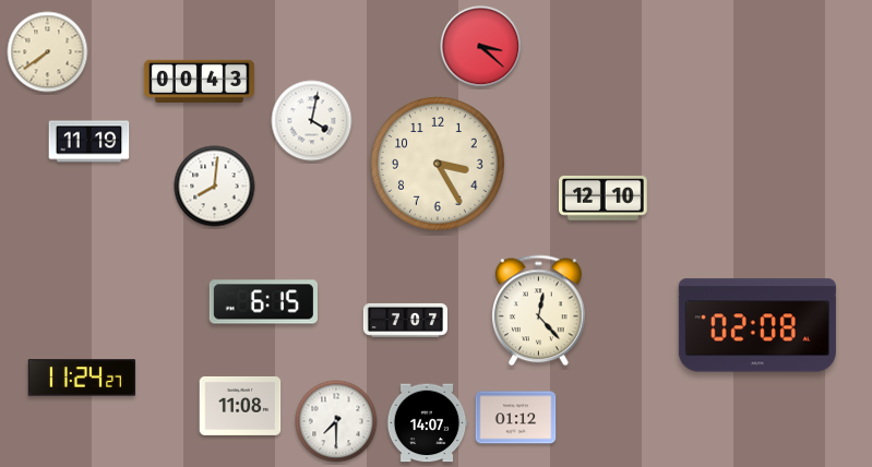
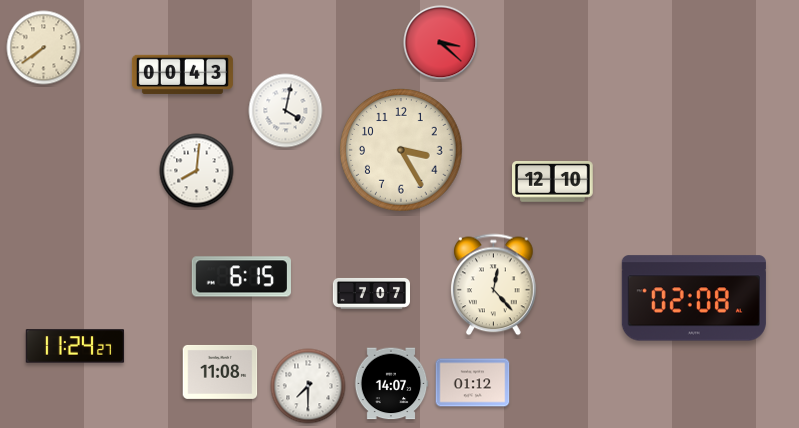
clock at (89, 142): 11:19 -> none
clock at (427, 423) position: (427, 423) -> (391, 384)
